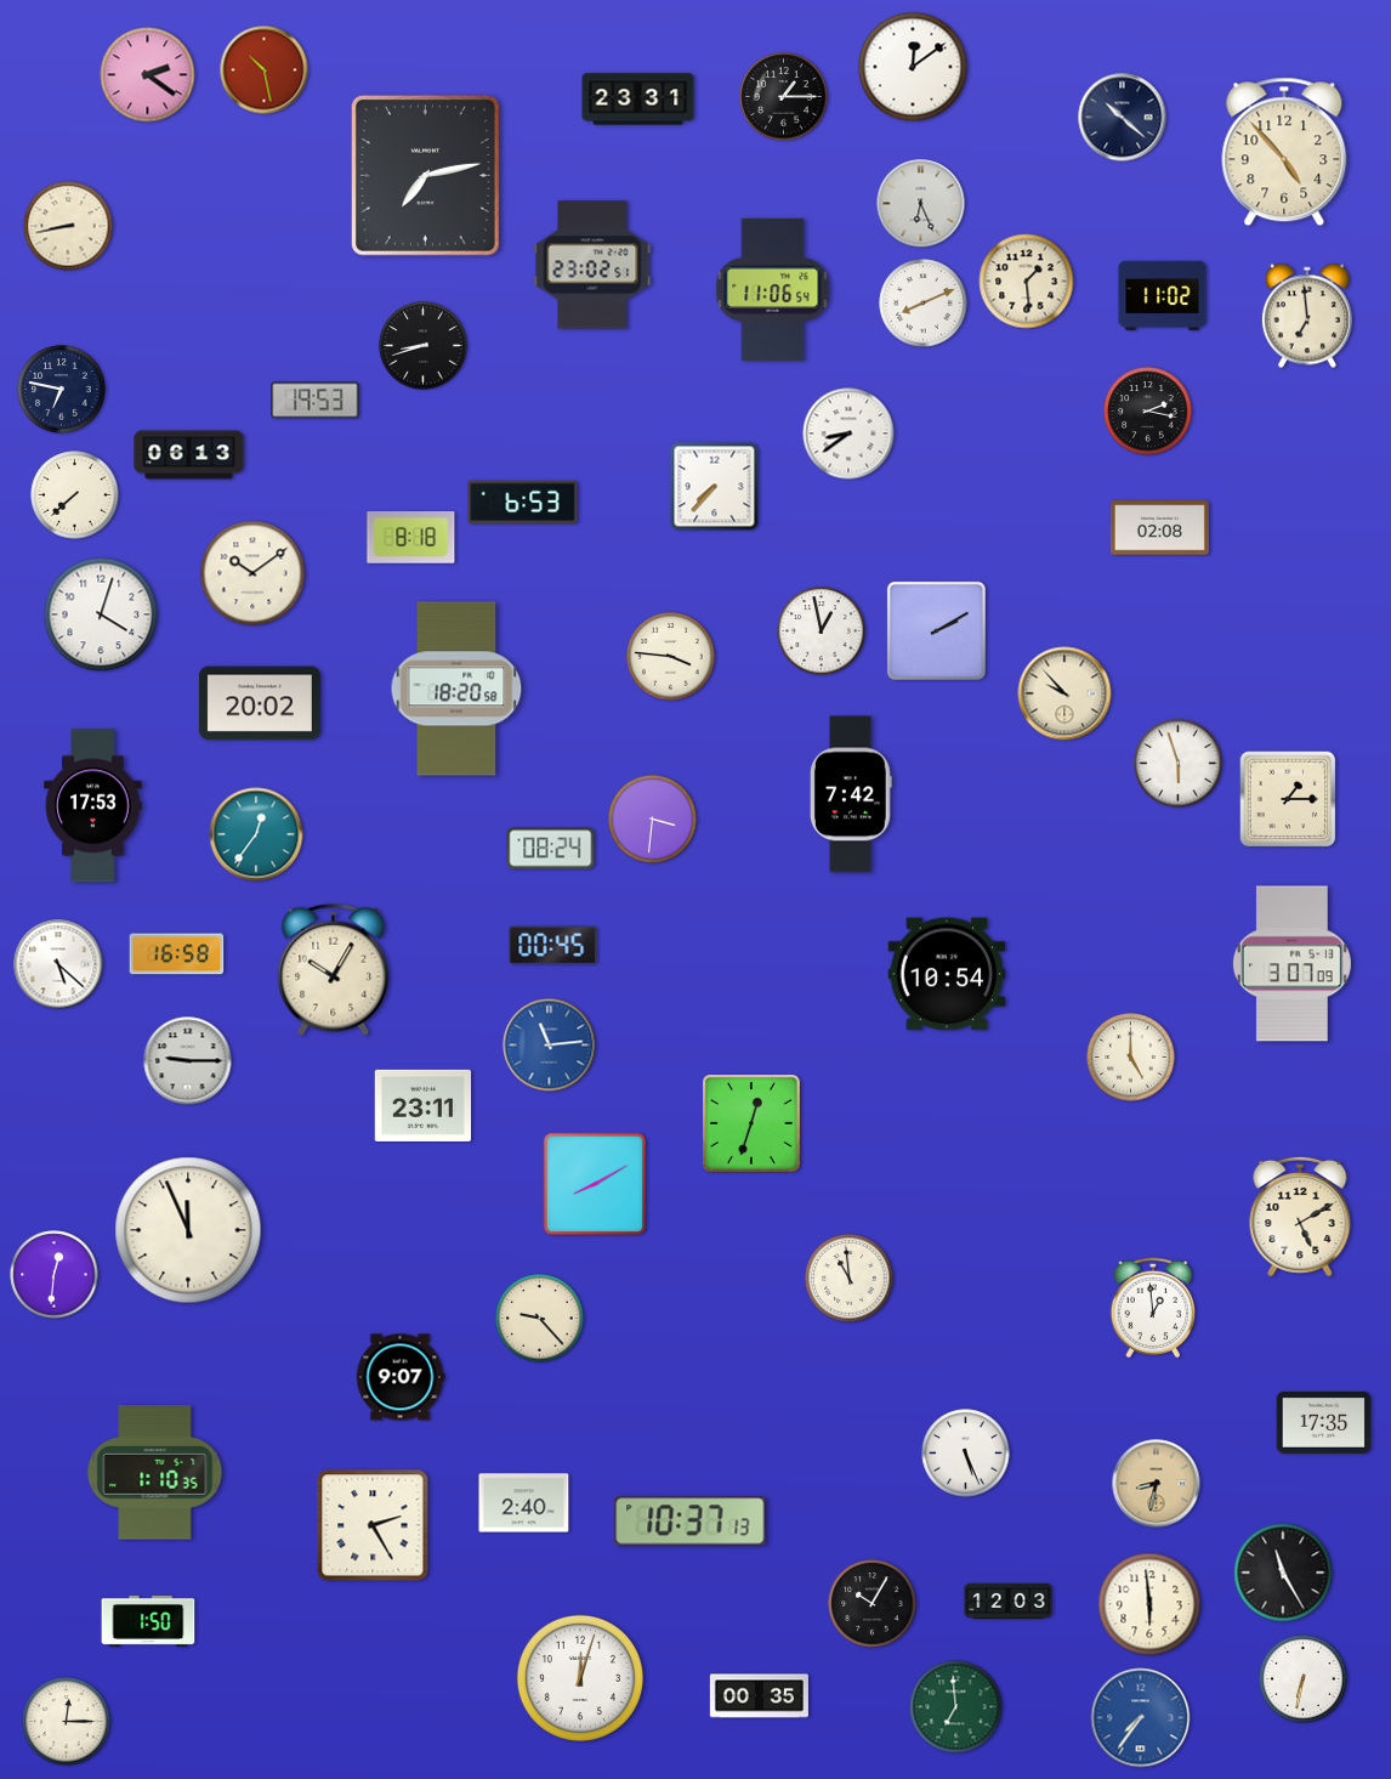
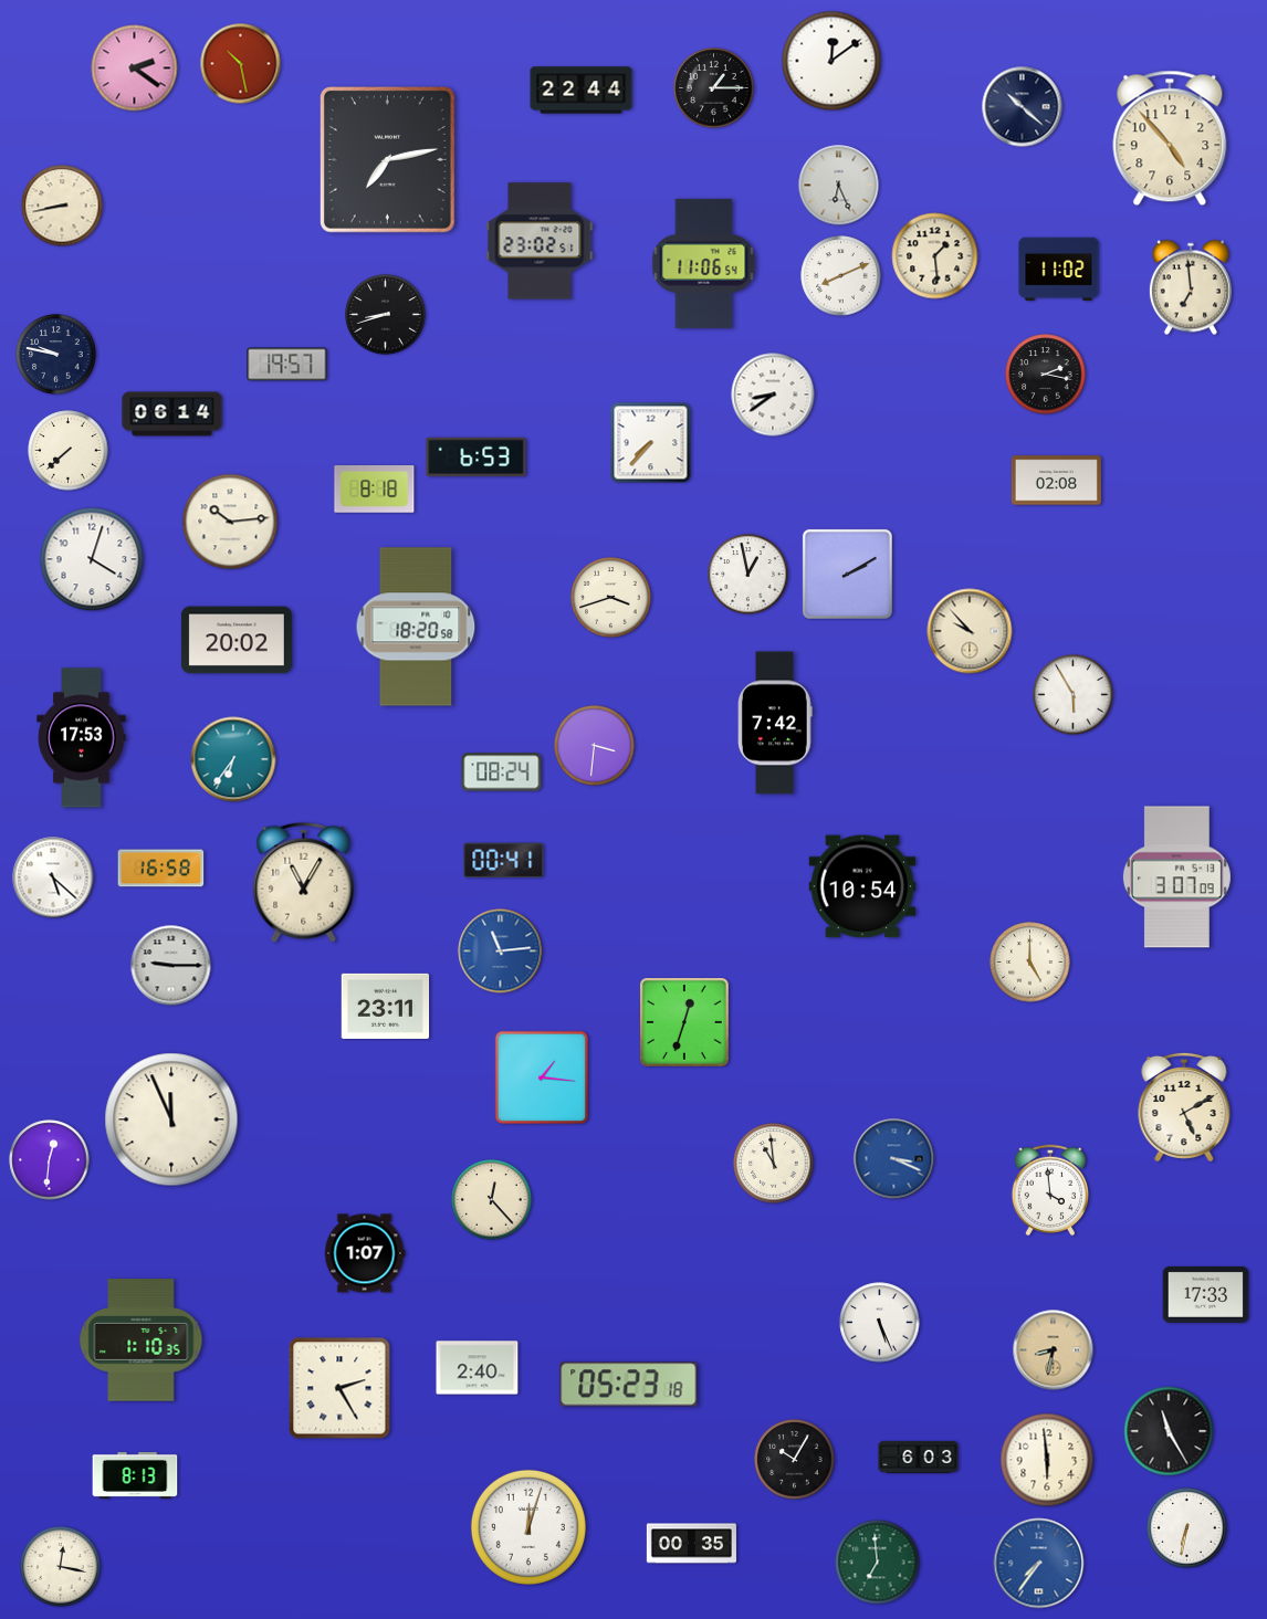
clock at (638, 100): 23:31 -> 22:44
clock at (62, 390): 6:47 -> 9:47
clock at (316, 401): 19:53 -> 19:57
clock at (189, 455): 06:13 -> 06:14
clock at (252, 573): 10:09 -> 10:14
clock at (936, 630) position: (936, 630) -> (847, 574)
clock at (671, 657): 3:46 -> 3:42
clock at (1179, 764): 5:57 -> 5:55
clock at (1288, 799): 1:15 -> none
clock at (93, 806) position: (93, 806) -> (82, 738)
clock at (256, 834): 12:36 -> 6:36
clock at (553, 946): 00:45 -> 00:41
clock at (334, 969): 10:05 -> 11:05
clock at (594, 1183): 8:10 -> 1:16
clock at (894, 1159): none -> 3:19
clock at (1153, 1308): 12:59 -> 3:59
clock at (540, 1319): 9:23 -> 12:23
clock at (401, 1377): 9:07 -> 1:07
clock at (1324, 1422): 17:35 -> 17:33
clock at (691, 1522): 10:37 -> 05:23
clock at (1009, 1600): 12:03 -> 6:03
clock at (148, 1621): 1:50 -> 8:13
clock at (956, 1707) position: (956, 1707) -> (878, 1563)
clock at (67, 1722): 12:15 -> 12:17
